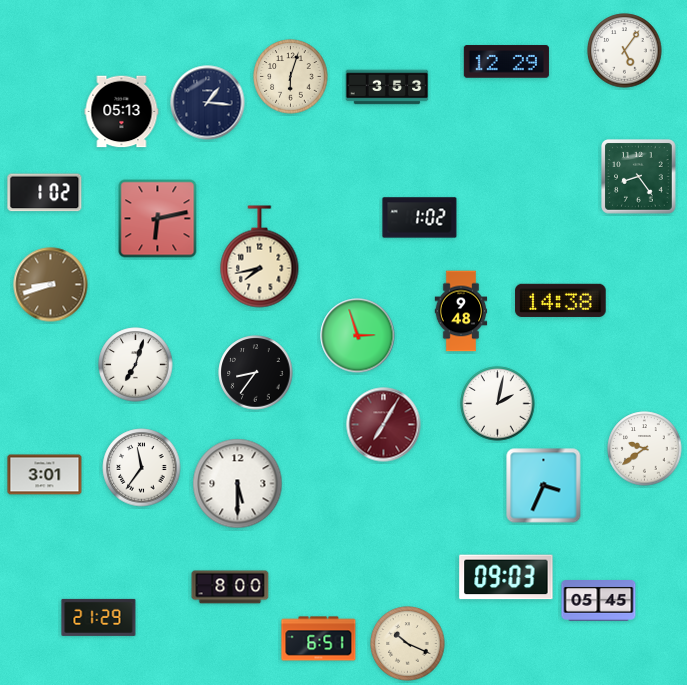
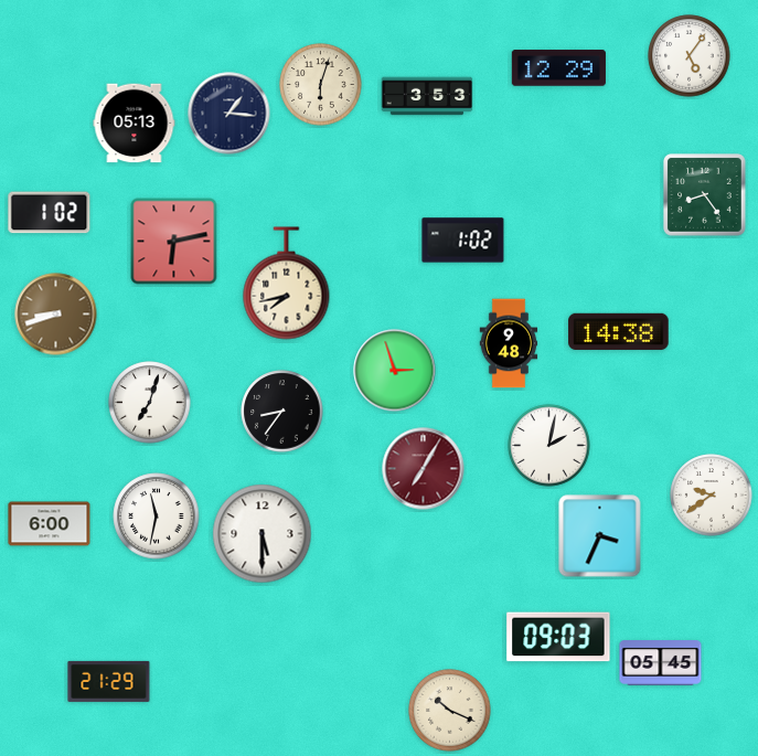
clock at (142, 468): 11:36 -> 11:32
clock at (45, 475): 3:01 -> 6:00
clock at (230, 587): 8:00 -> none
clock at (319, 639): 6:51 -> none
